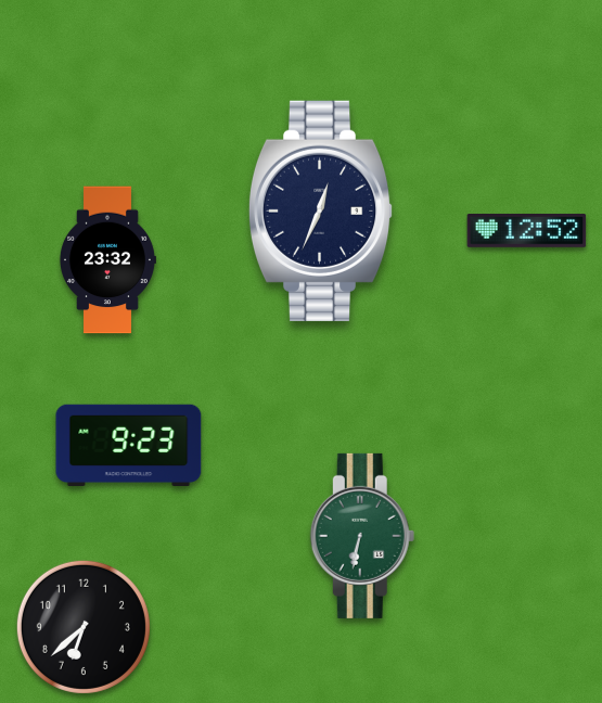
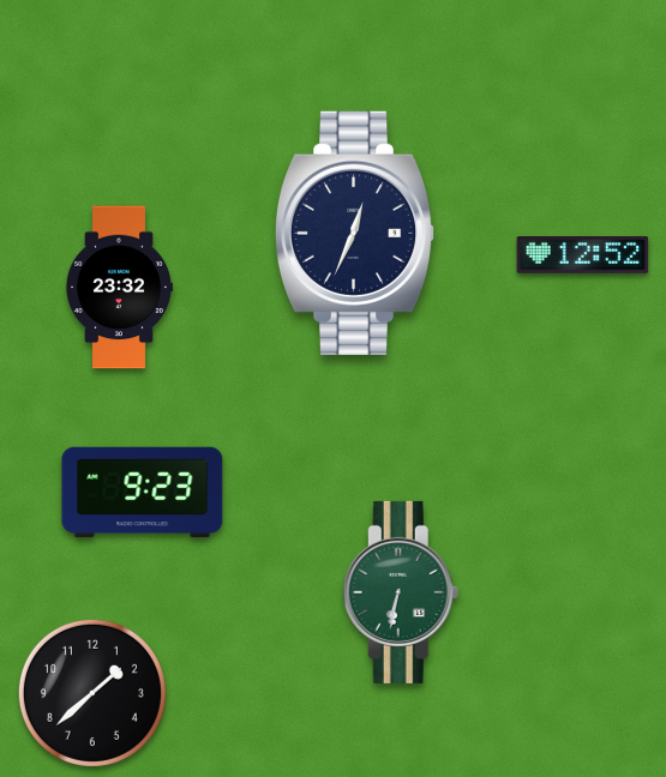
clock at (84, 627): 6:38 -> 1:38
